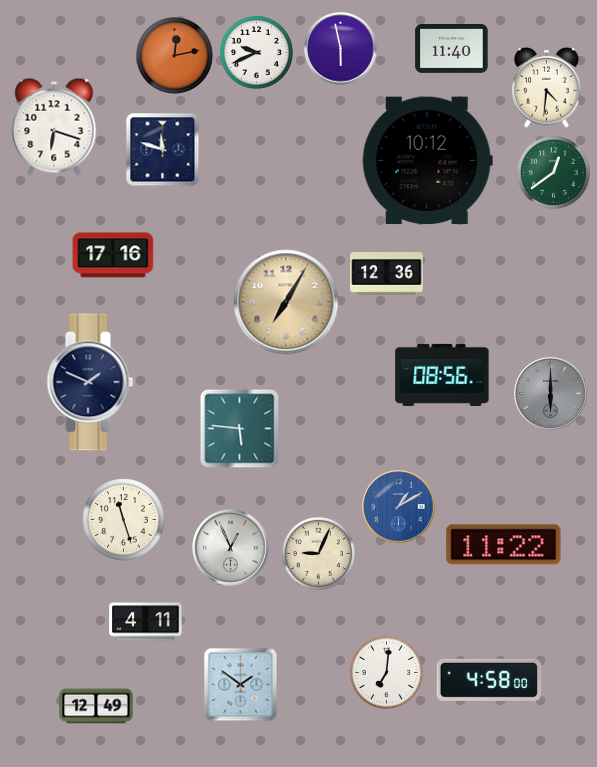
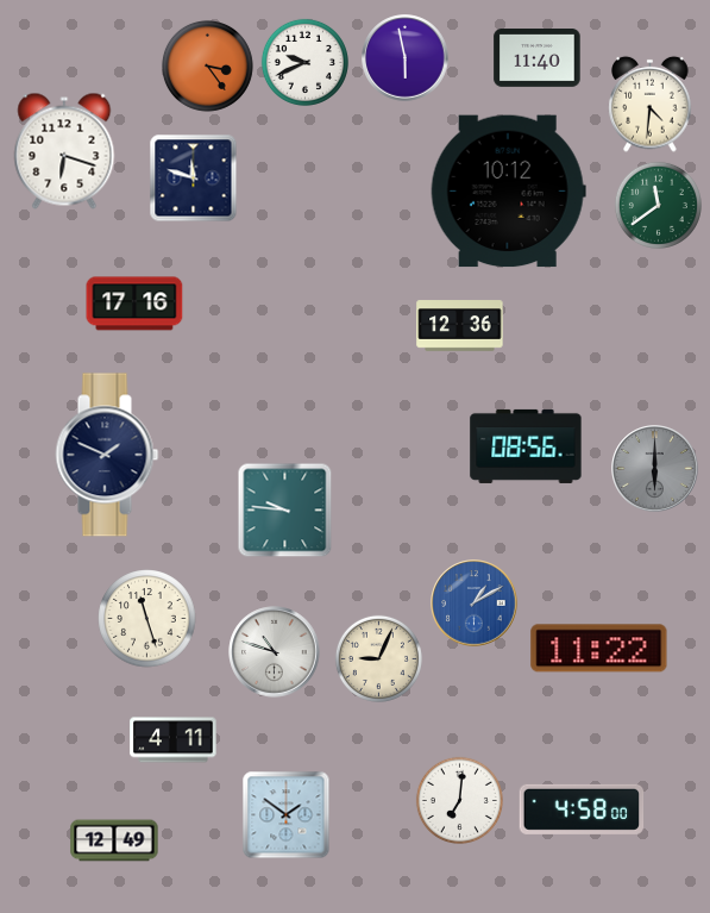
clock at (174, 55): 12:13 -> 3:24
clock at (553, 172): 12:39 -> 11:39
clock at (286, 302): 7:05 -> none
clock at (240, 429): 5:46 -> 9:46
clock at (231, 548): 12:56 -> 10:48
